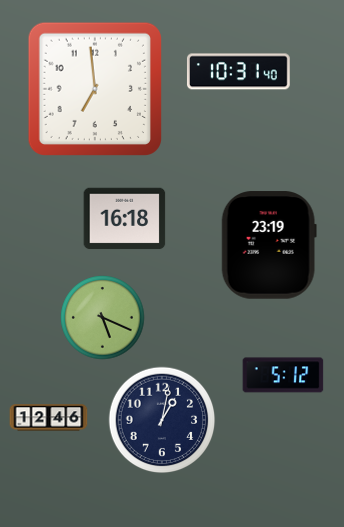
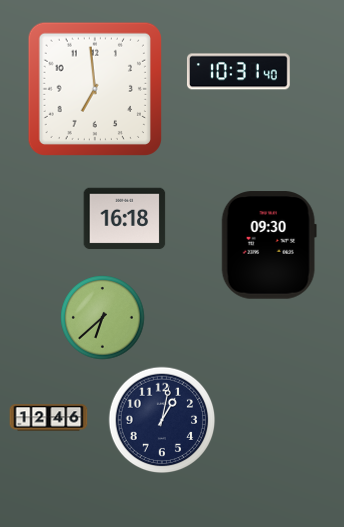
clock at (269, 245): 23:19 -> 09:30
clock at (102, 317): 5:19 -> 6:38
clock at (283, 375): 5:12 -> none
